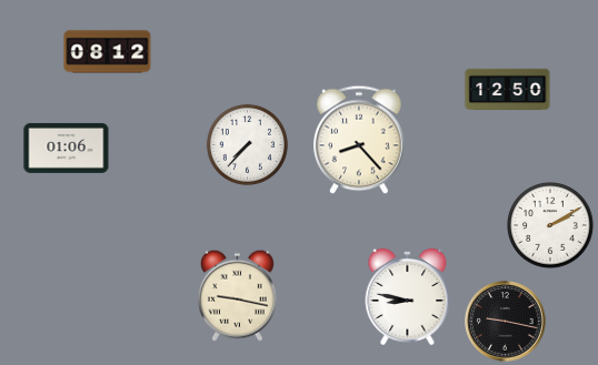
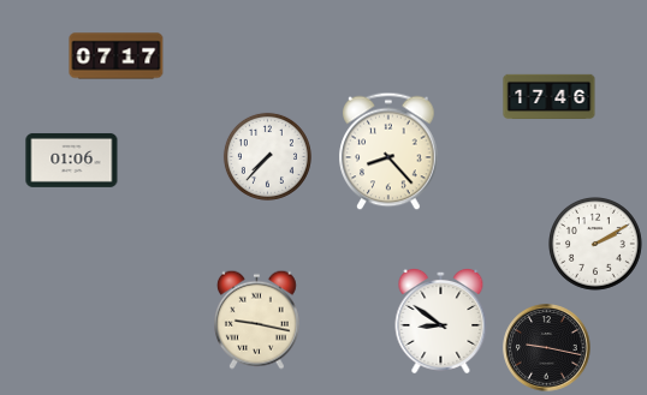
clock at (108, 52): 08:12 -> 07:17
clock at (508, 90): 12:50 -> 17:46
clock at (408, 296): 8:47 -> 8:51
